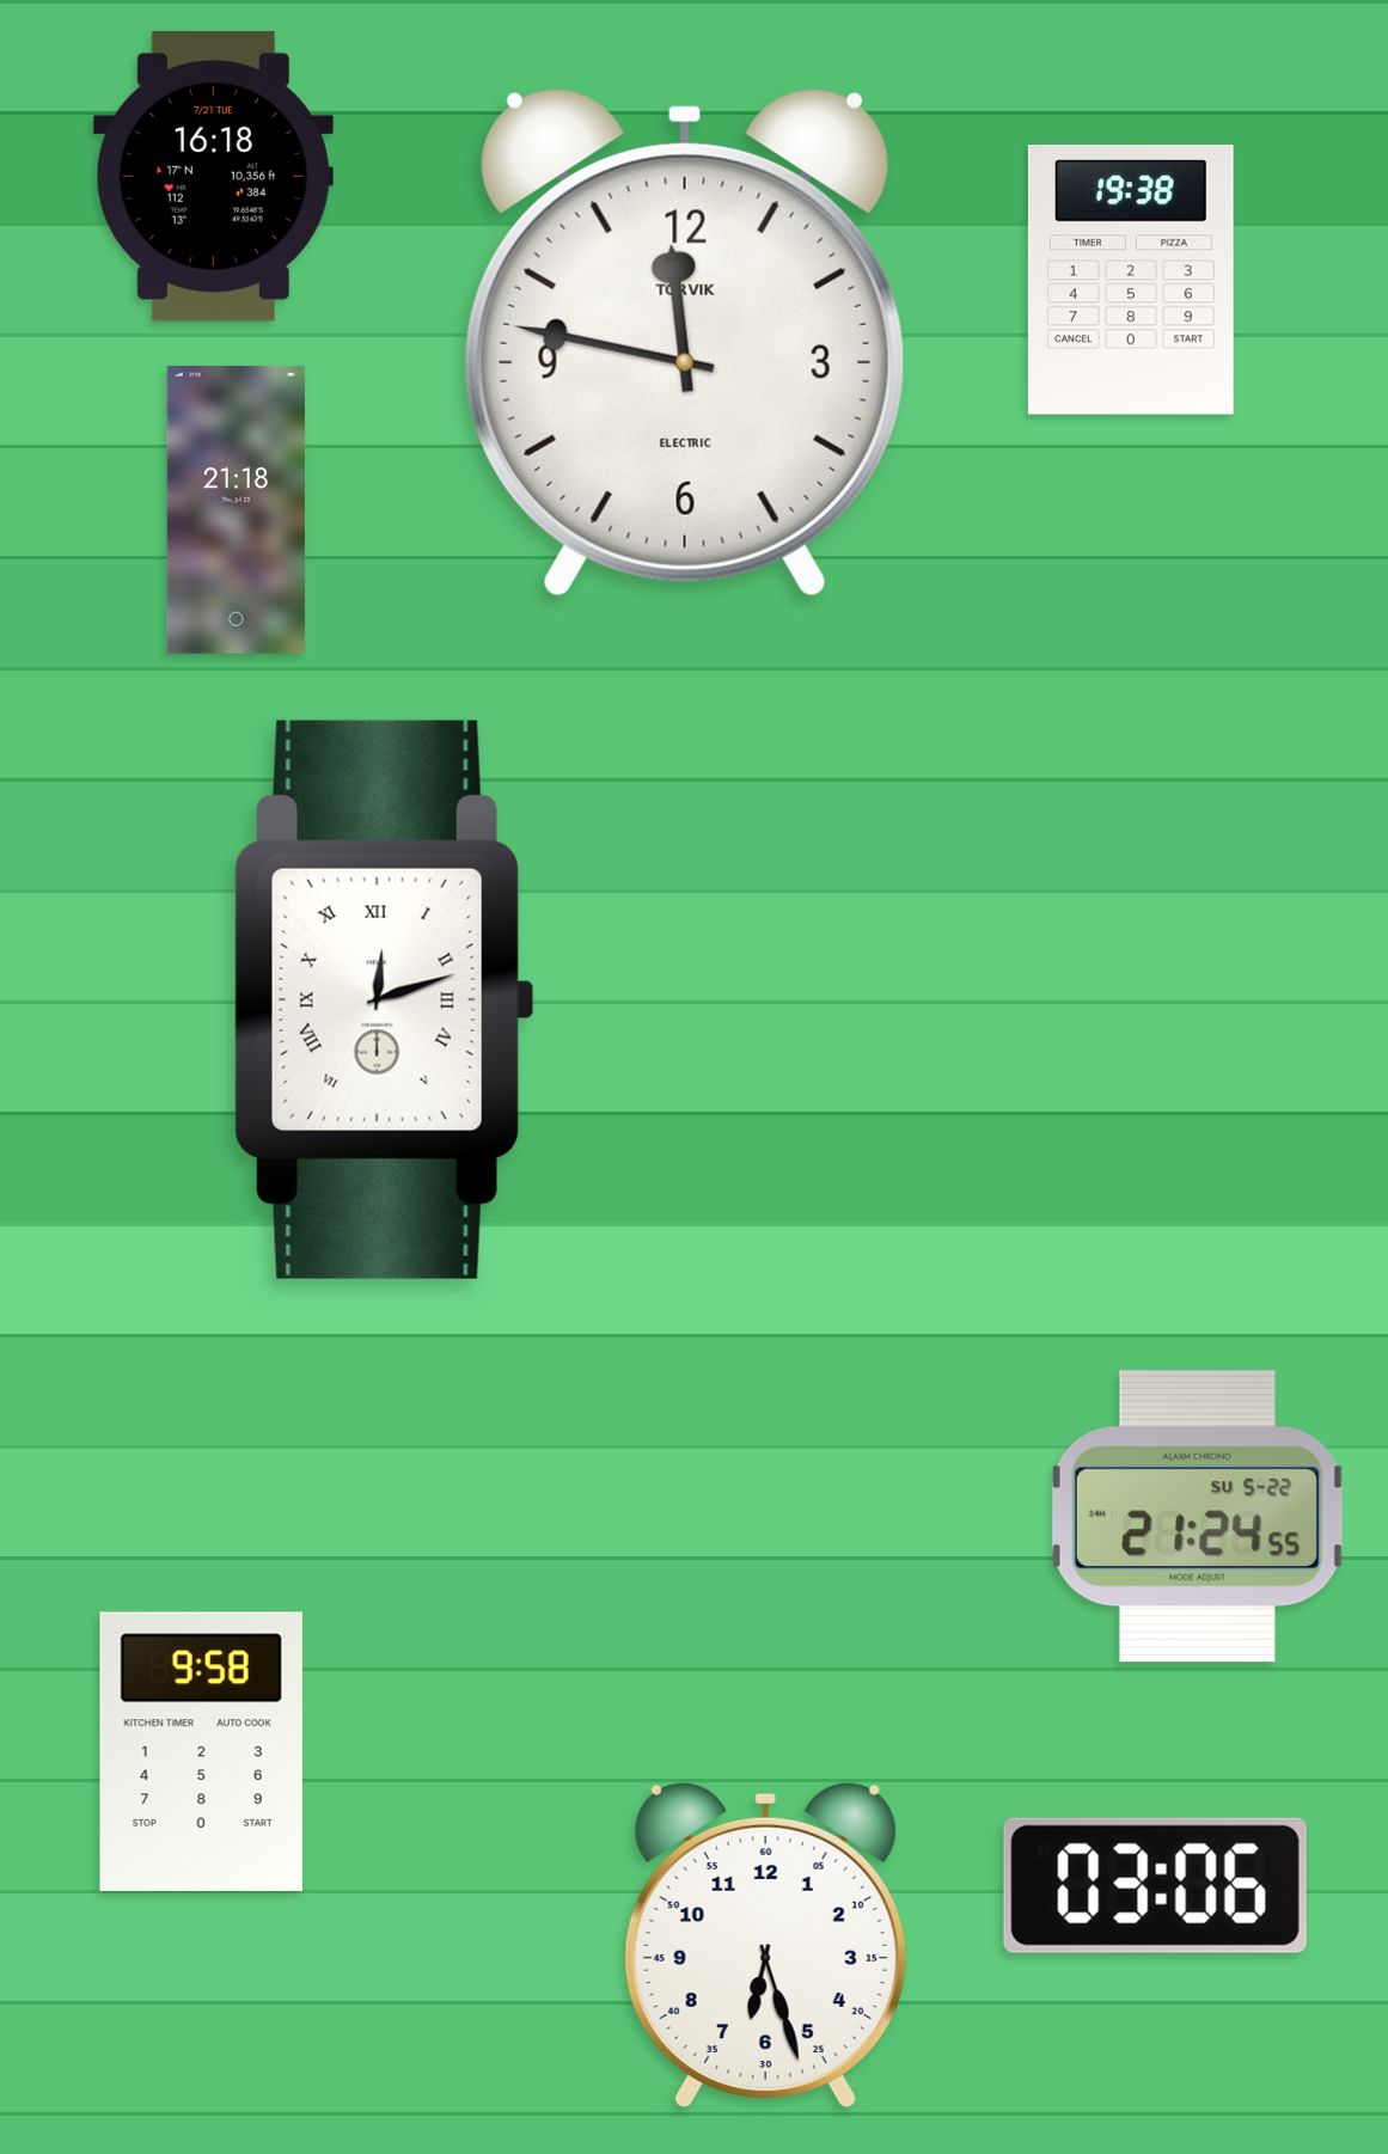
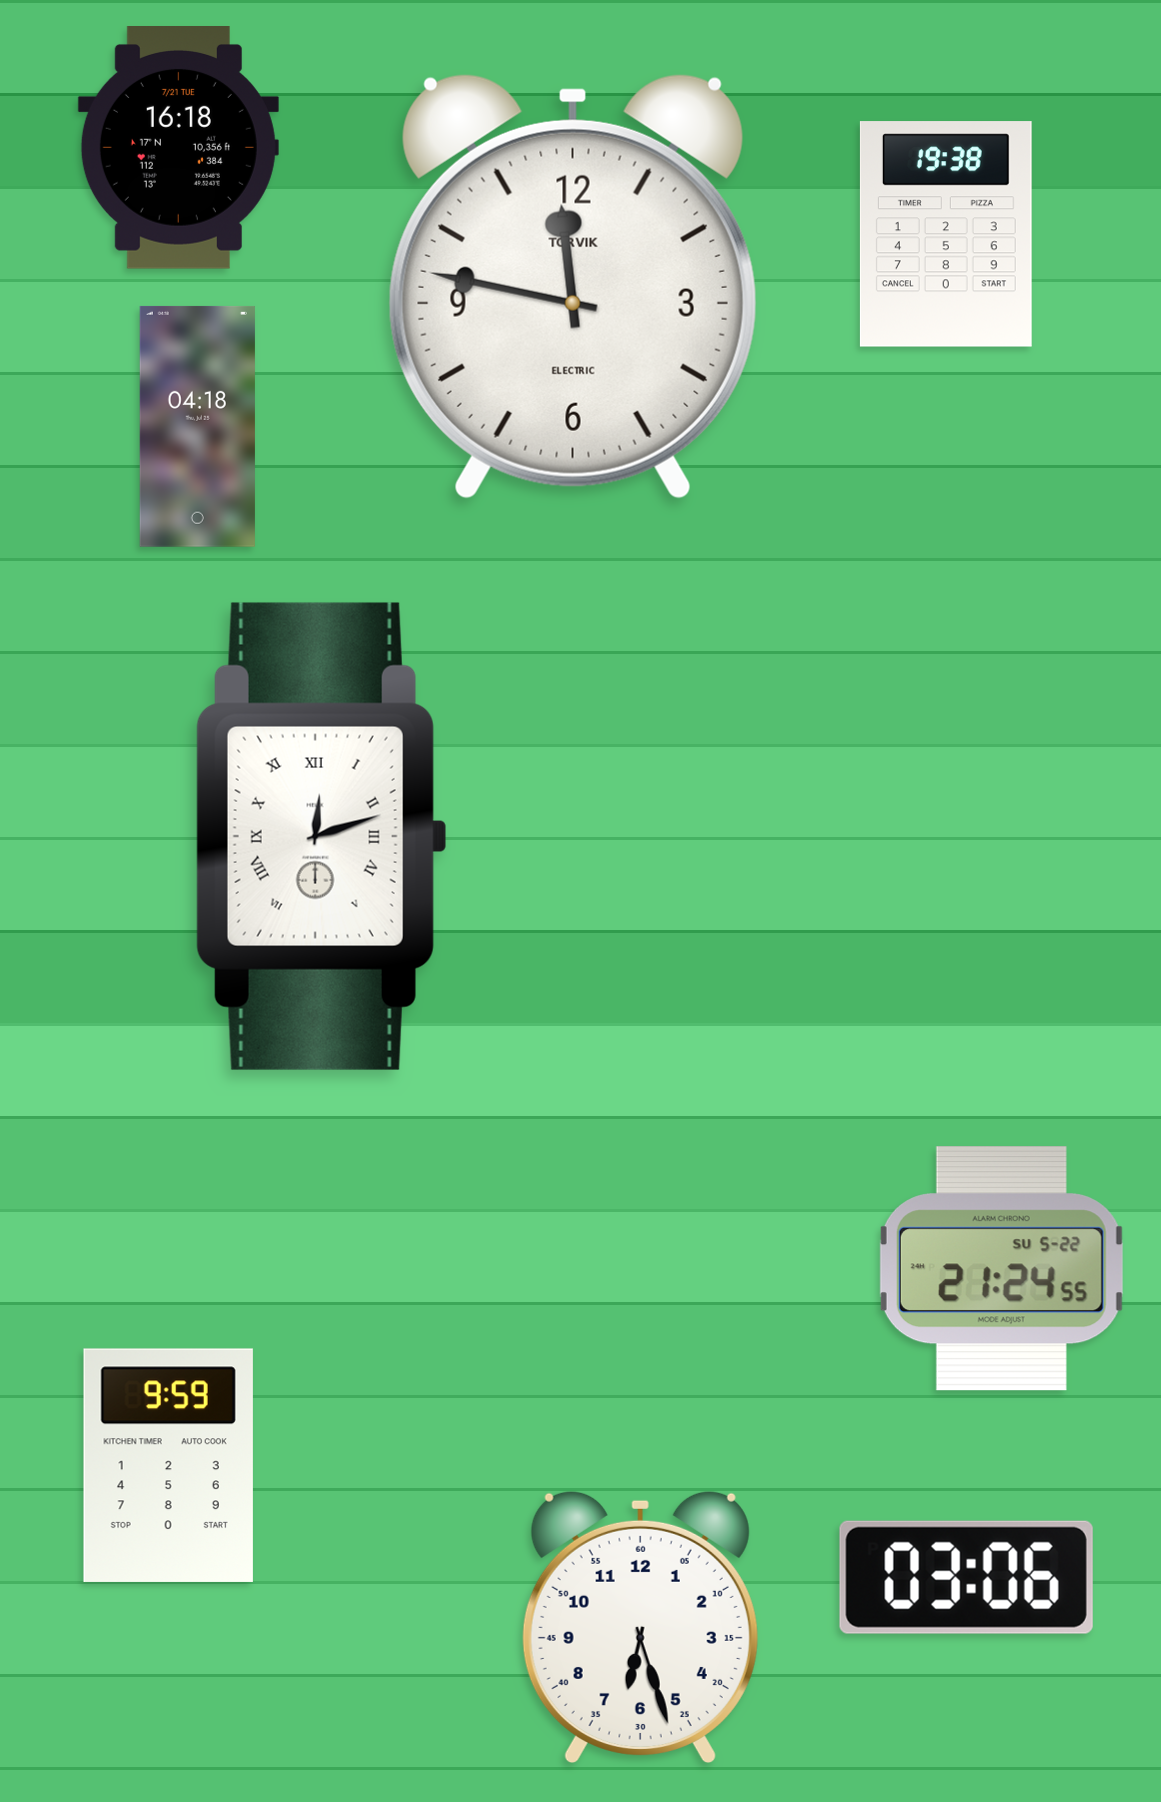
clock at (236, 509): 21:18 -> 04:18
clock at (201, 1751): 9:58 -> 9:59
